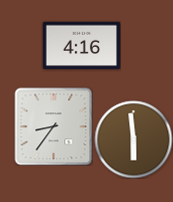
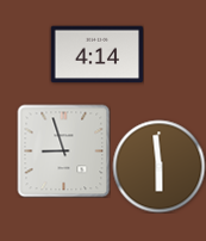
clock at (81, 46): 4:16 -> 4:14
clock at (53, 126): 8:36 -> 8:57
